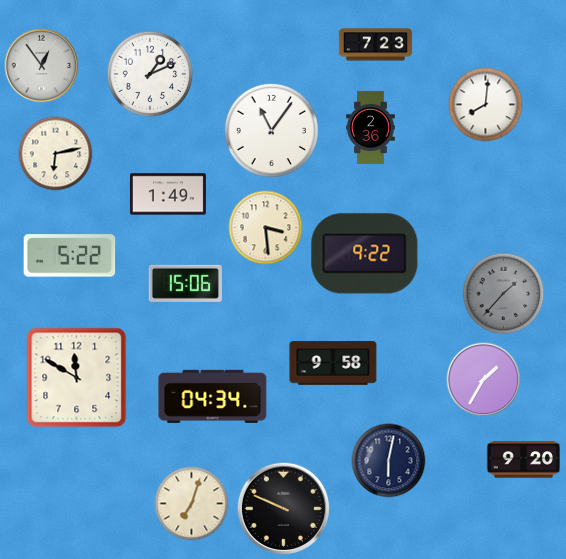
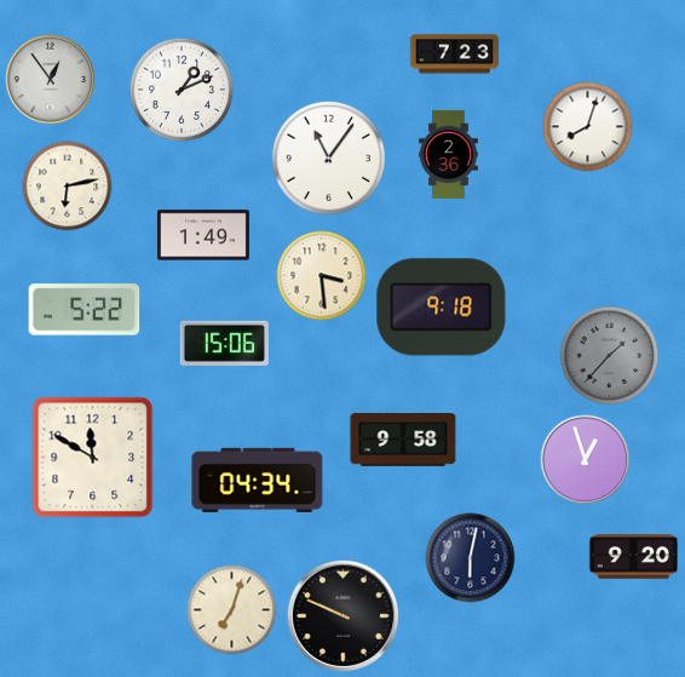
clock at (486, 105): 8:01 -> 8:03
clock at (365, 254): 9:22 -> 9:18
clock at (484, 380): 1:35 -> 12:57
